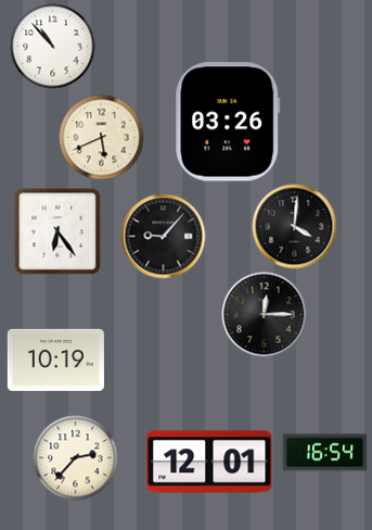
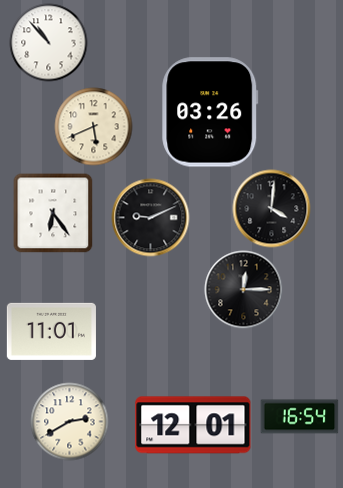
clock at (163, 236): 9:07 -> 9:11
clock at (55, 359): 10:19 -> 11:01
clock at (75, 457): 2:37 -> 2:40
